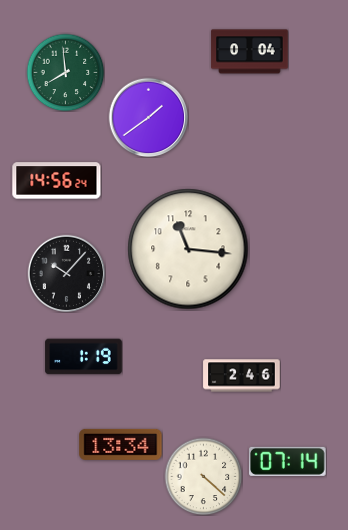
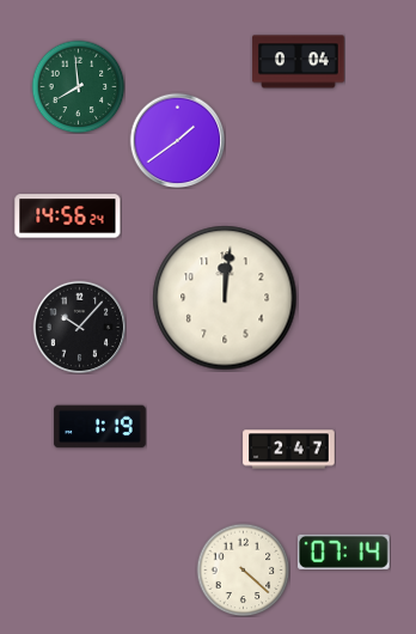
clock at (188, 249): 11:16 -> 12:01
clock at (242, 376): 2:46 -> 2:47
clock at (121, 444): 13:34 -> none
